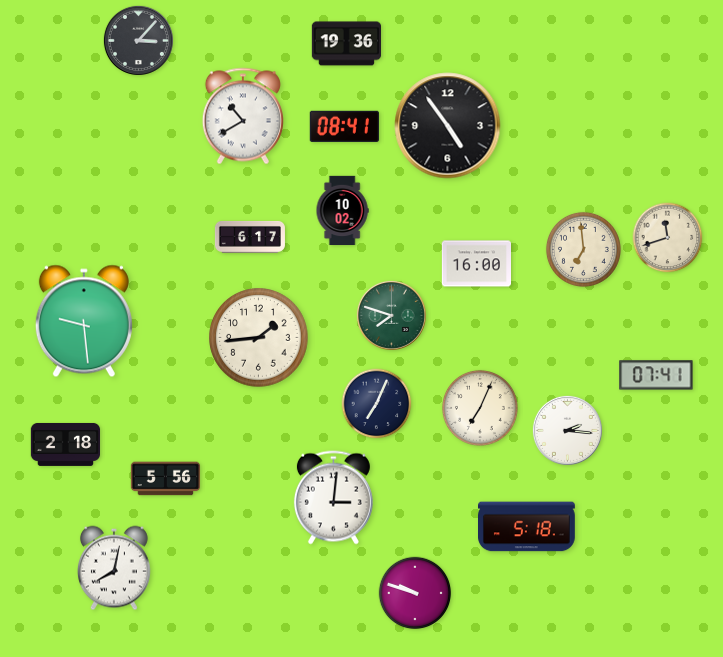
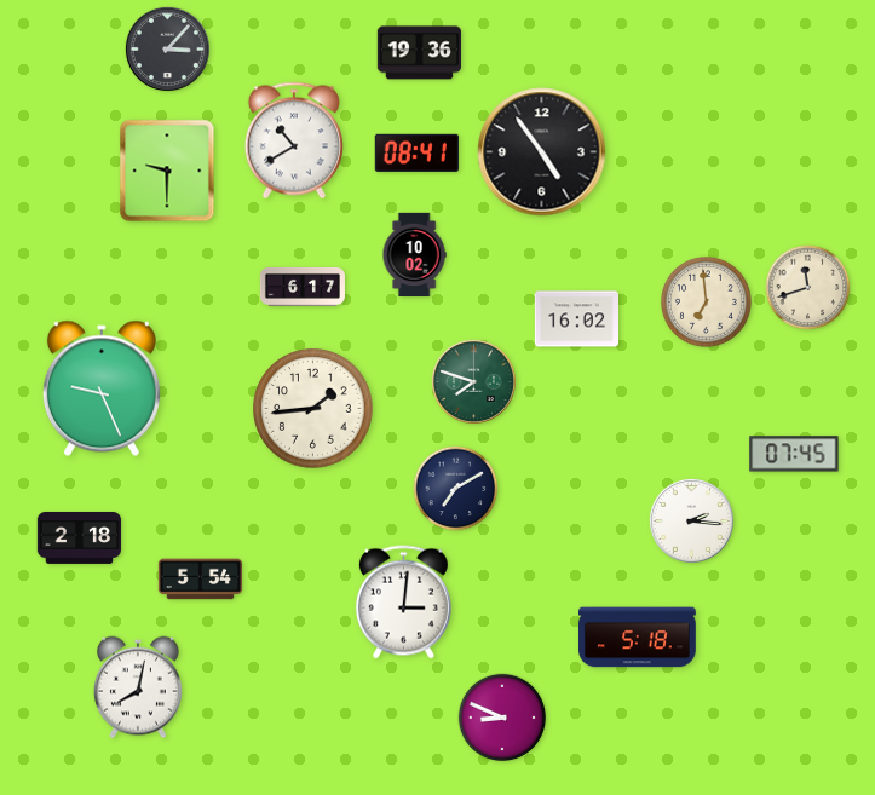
clock at (167, 171): none -> 9:30
clock at (476, 264): 16:00 -> 16:02
clock at (84, 321): 9:29 -> 9:26
clock at (656, 375): 07:41 -> 07:45
clock at (377, 404): 7:04 -> 7:10
clock at (480, 408): 7:04 -> none
clock at (567, 430) position: (567, 430) -> (691, 520)
clock at (165, 479): 5:56 -> 5:54
clock at (415, 593): 9:48 -> 8:49
